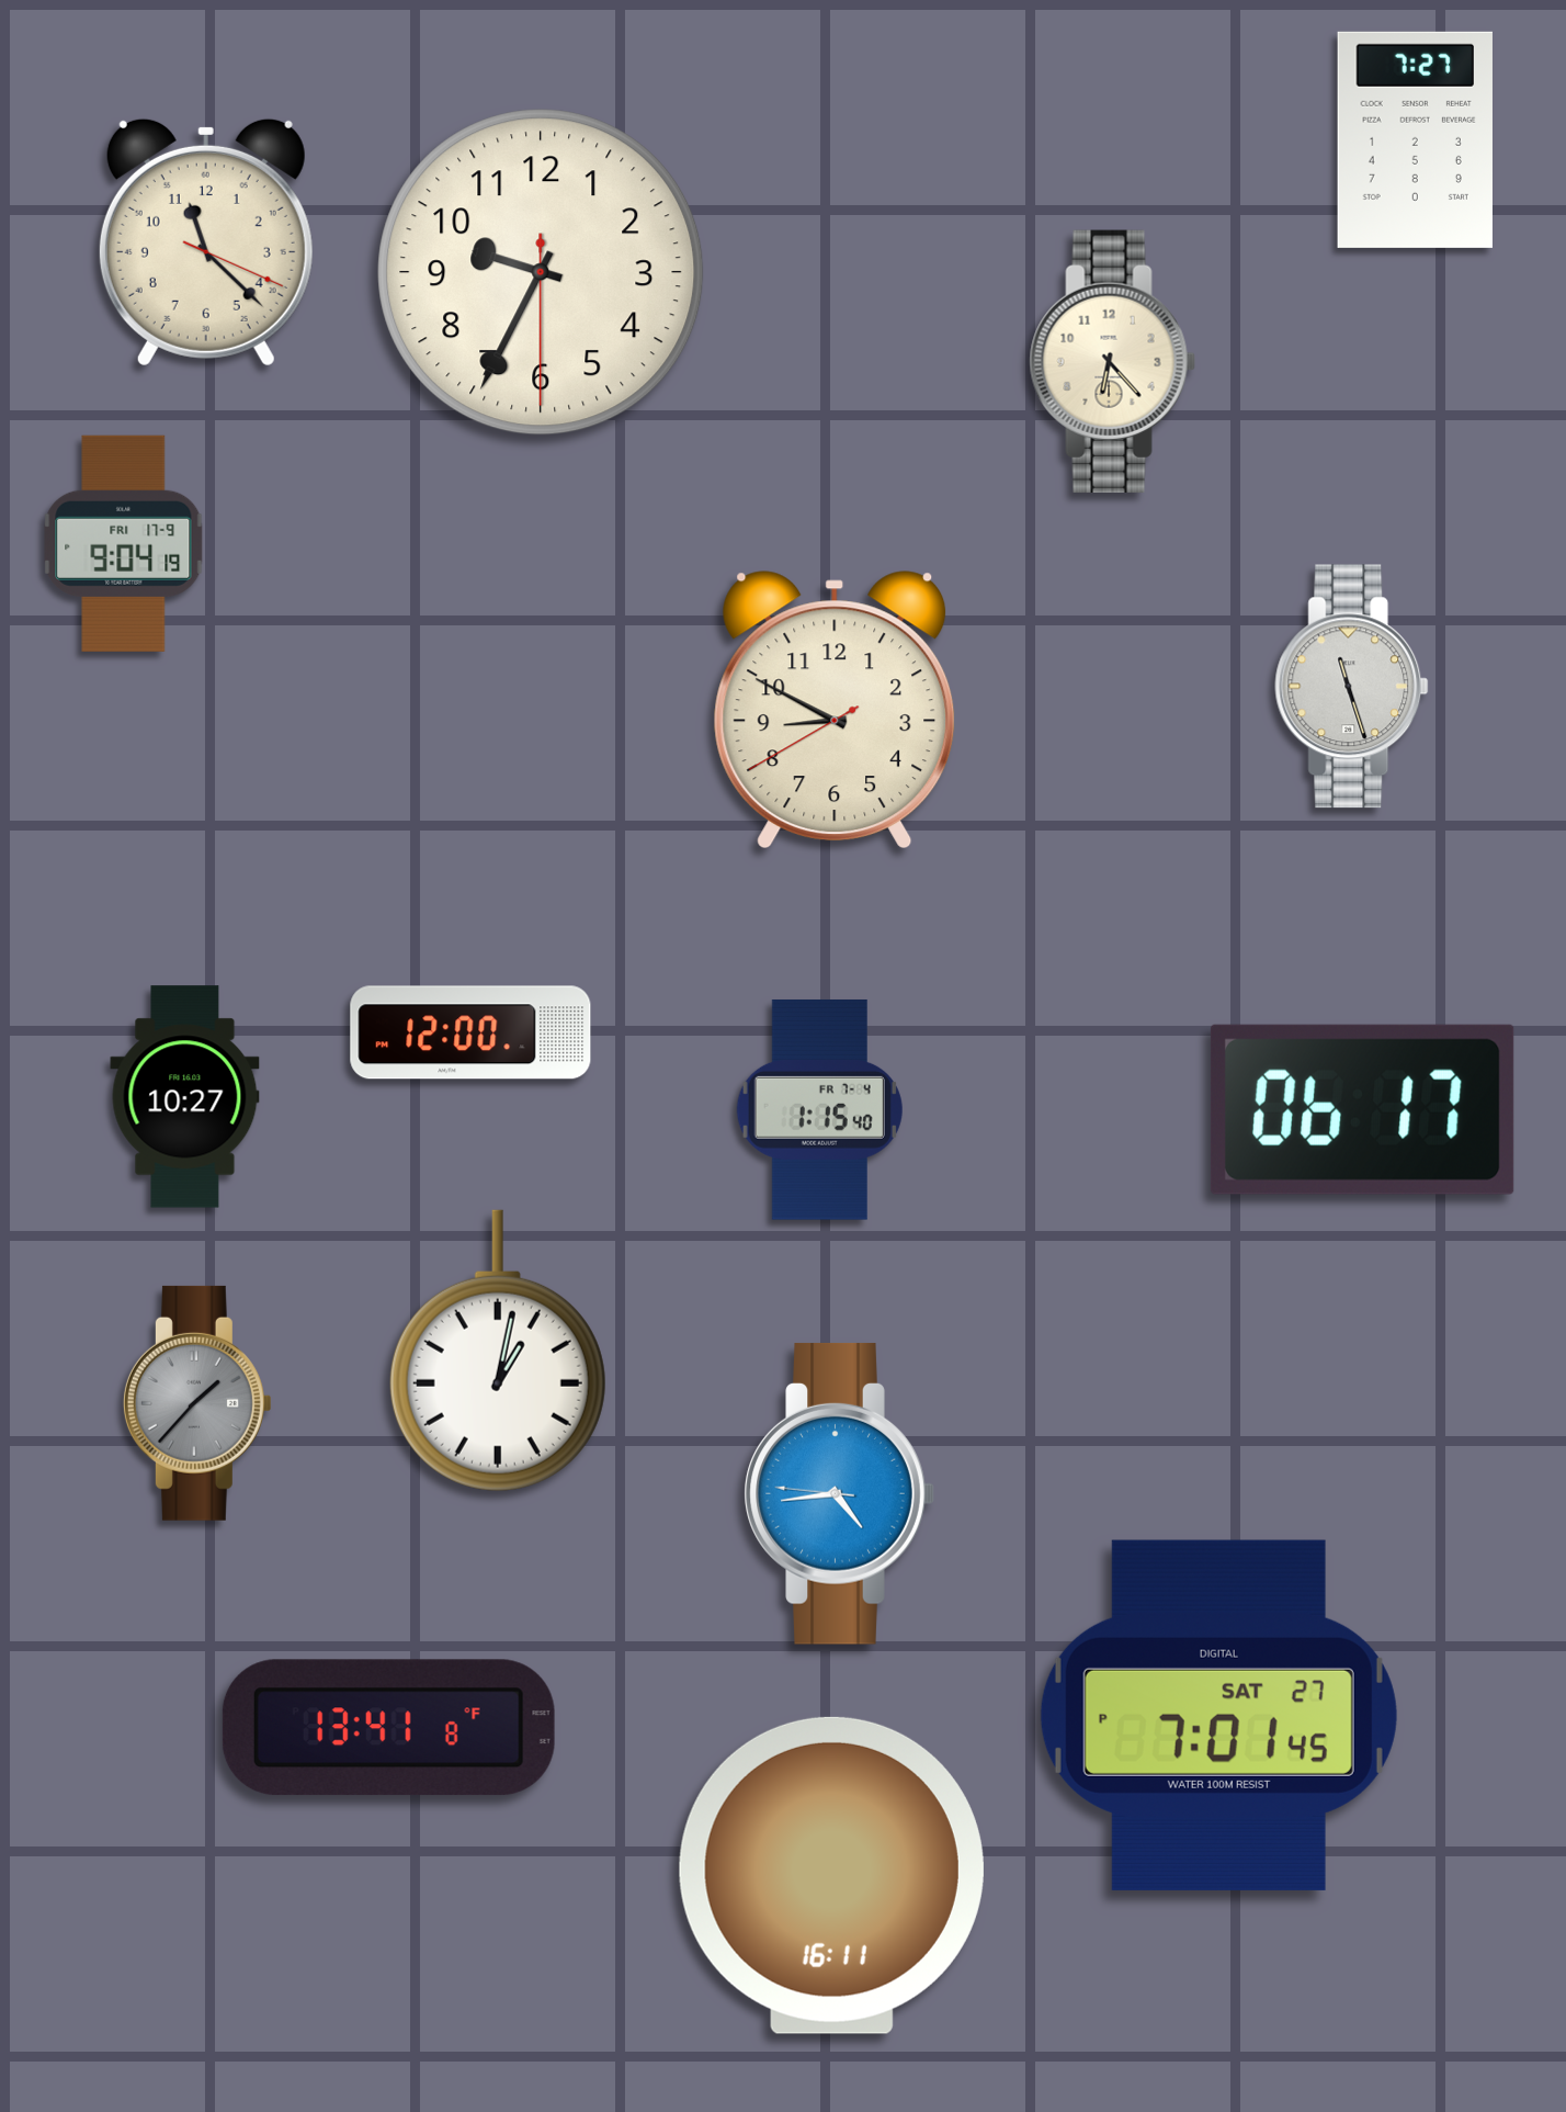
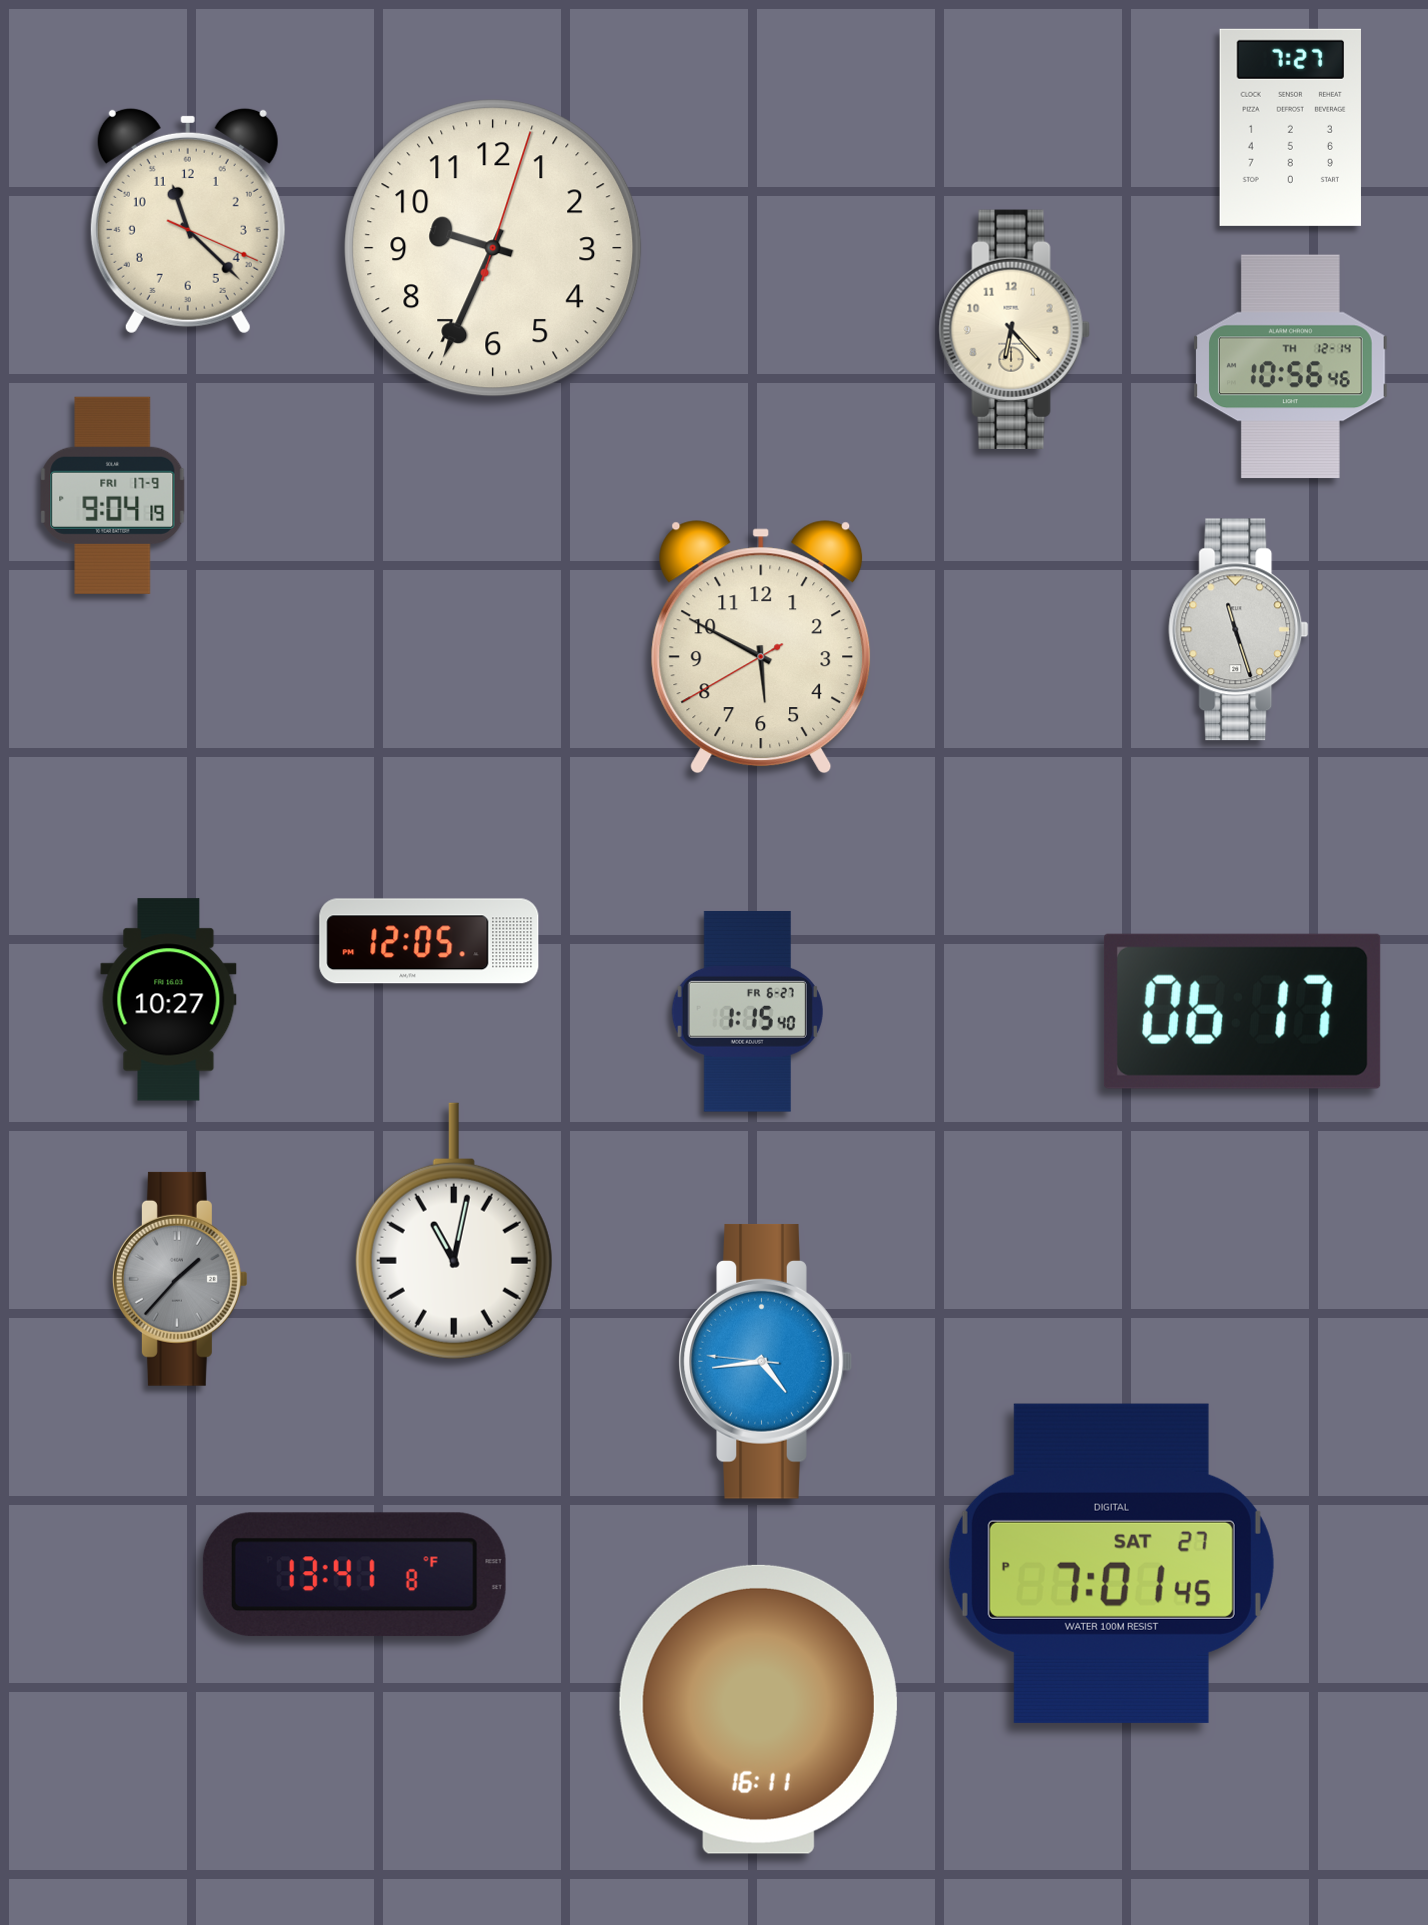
clock at (541, 272): 9:34:30 -> 9:34:03
clock at (1291, 367): none -> 10:56
clock at (1352, 687) position: (1352, 687) -> (1239, 630)
clock at (835, 710): 8:49 -> 5:49
clock at (470, 1032): 12:00 -> 12:05
clock at (819, 1109) date: FR 7-4 -> FR 6-27
clock at (498, 1351): 1:02 -> 11:02
